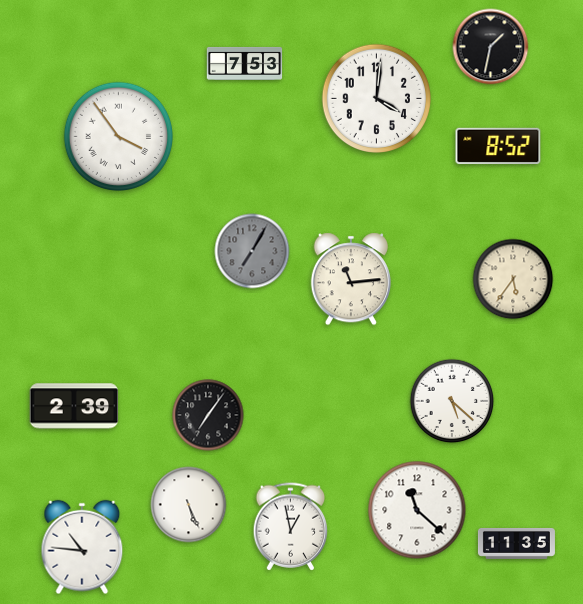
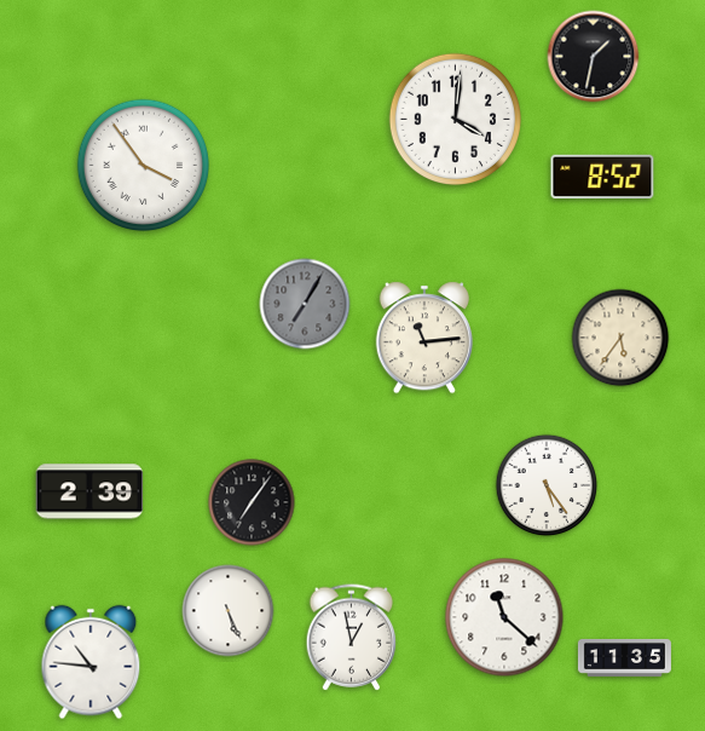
clock at (245, 63): 7:53 -> none
clock at (452, 401): 5:22 -> 5:24
clock at (82, 547) position: (82, 547) -> (91, 662)
